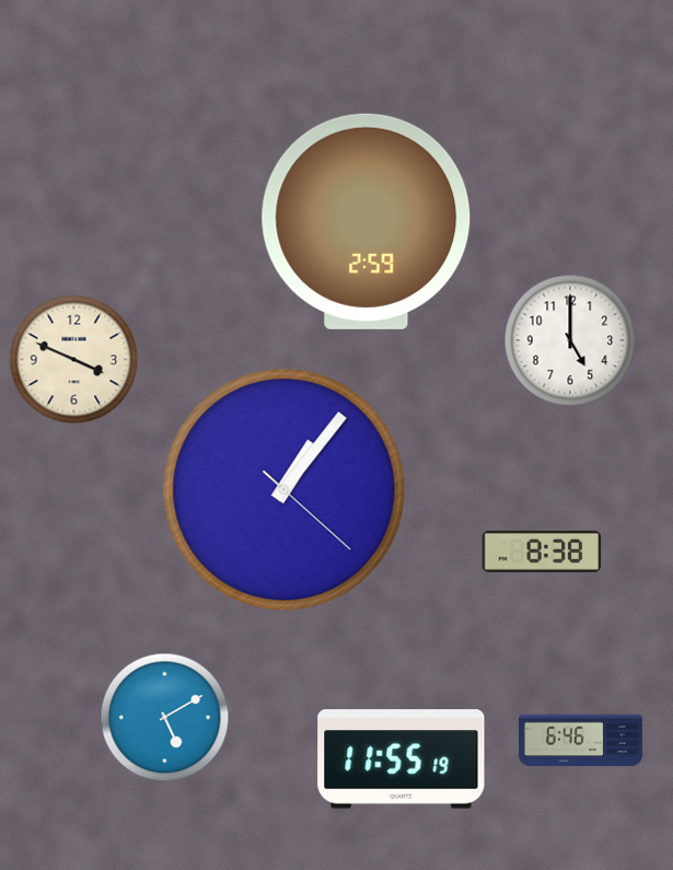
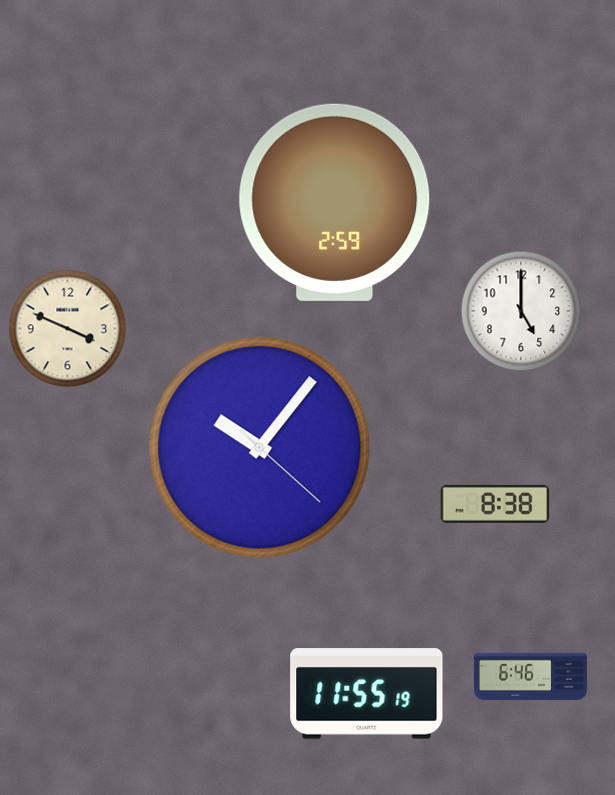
clock at (285, 490): 1:06 -> 10:06
clock at (165, 718): 5:10 -> none
